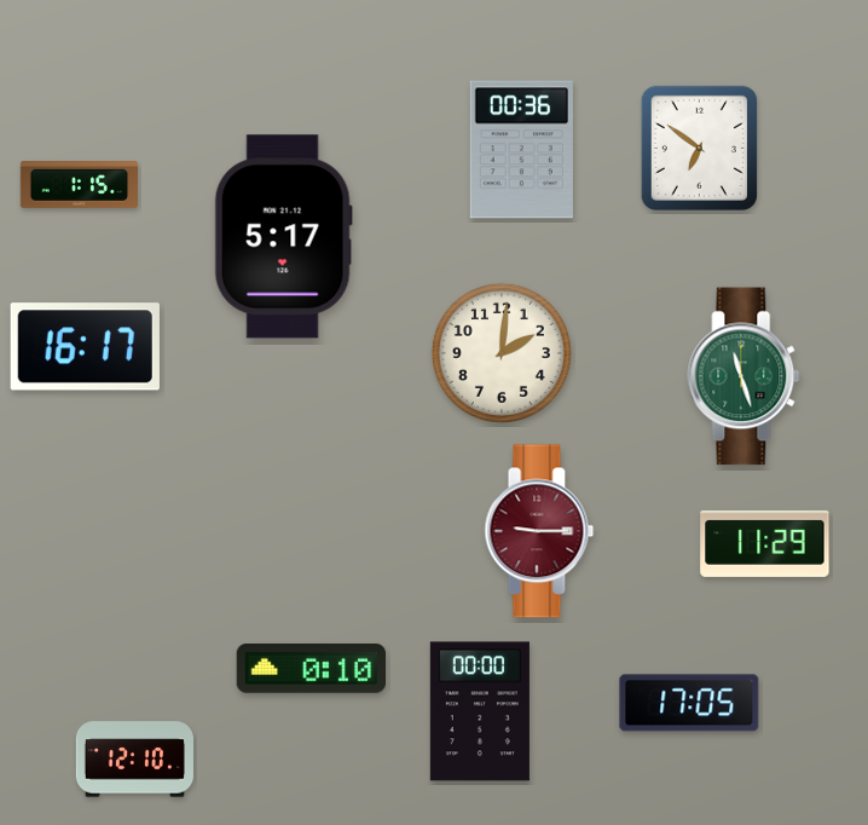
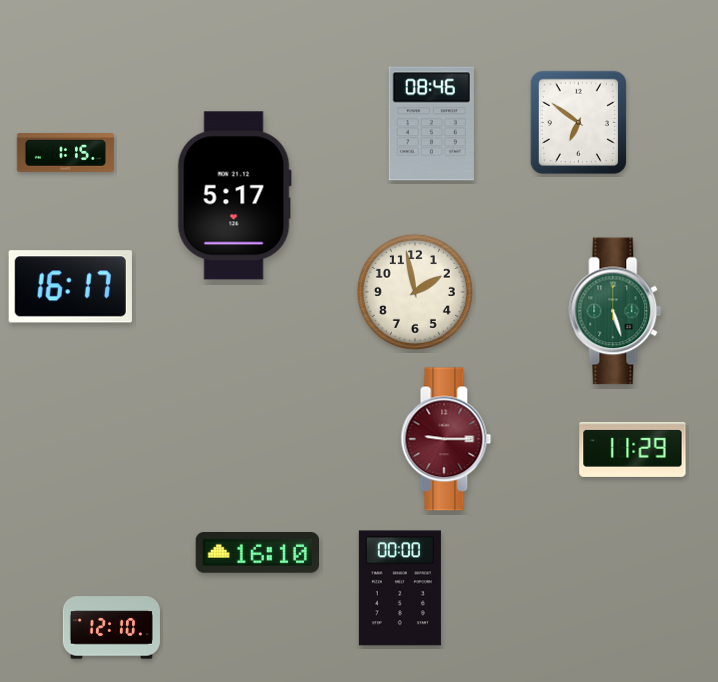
clock at (521, 150): 00:36 -> 08:46
clock at (502, 353): 2:01 -> 1:58
clock at (743, 376): 11:27 -> 5:27
clock at (311, 669): 0:10 -> 16:10
clock at (689, 703): 17:05 -> none
clock at (480, 711) position: (480, 711) -> (400, 588)
